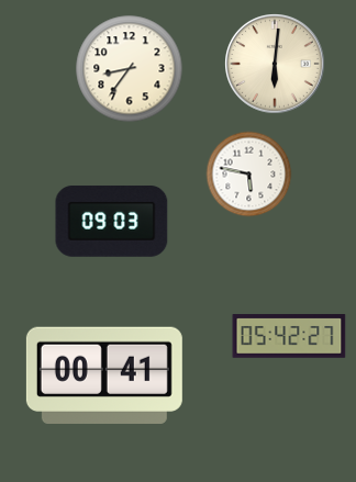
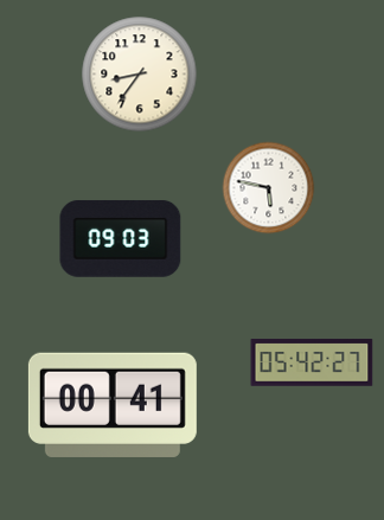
clock at (276, 65): 6:01 -> none
